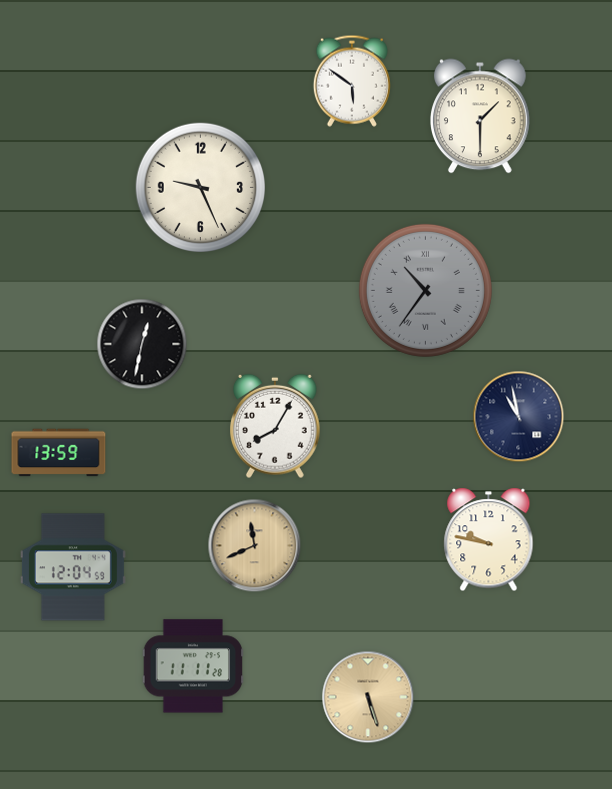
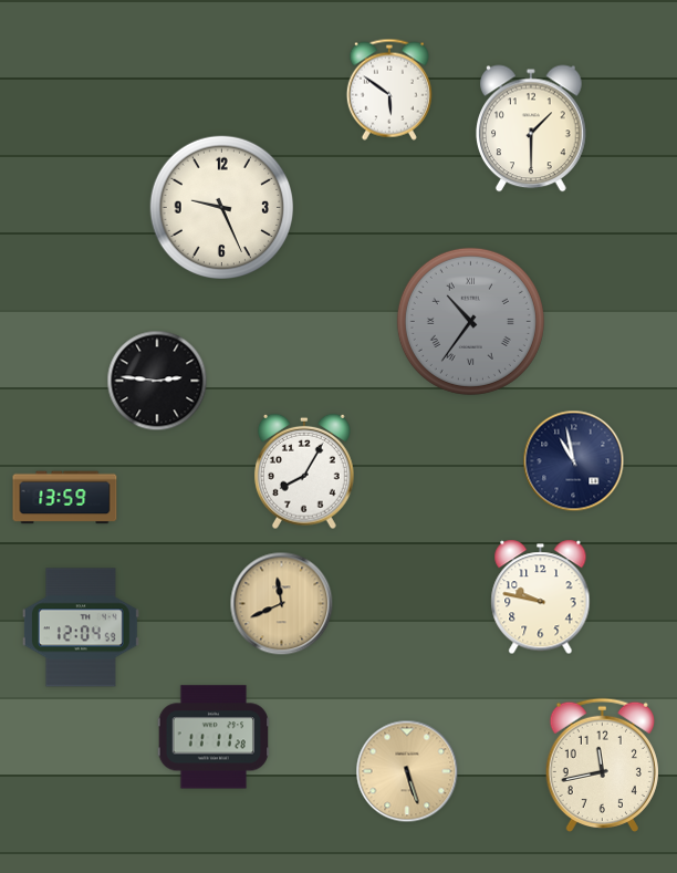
clock at (142, 344): 12:32 -> 2:46
clock at (59, 453) position: (59, 453) -> (65, 498)
clock at (602, 765): none -> 11:43
